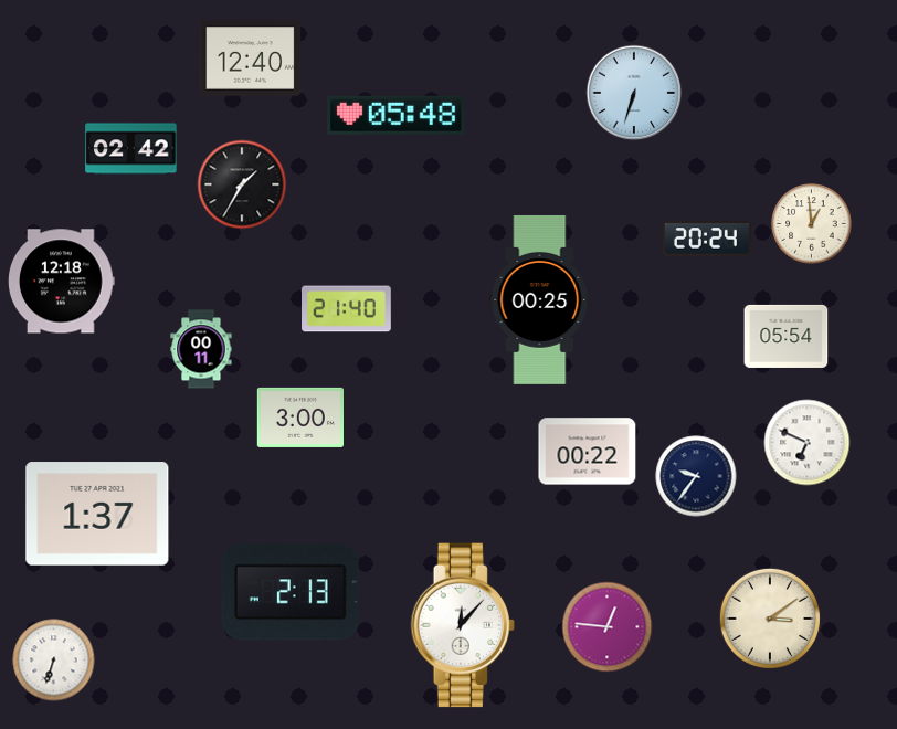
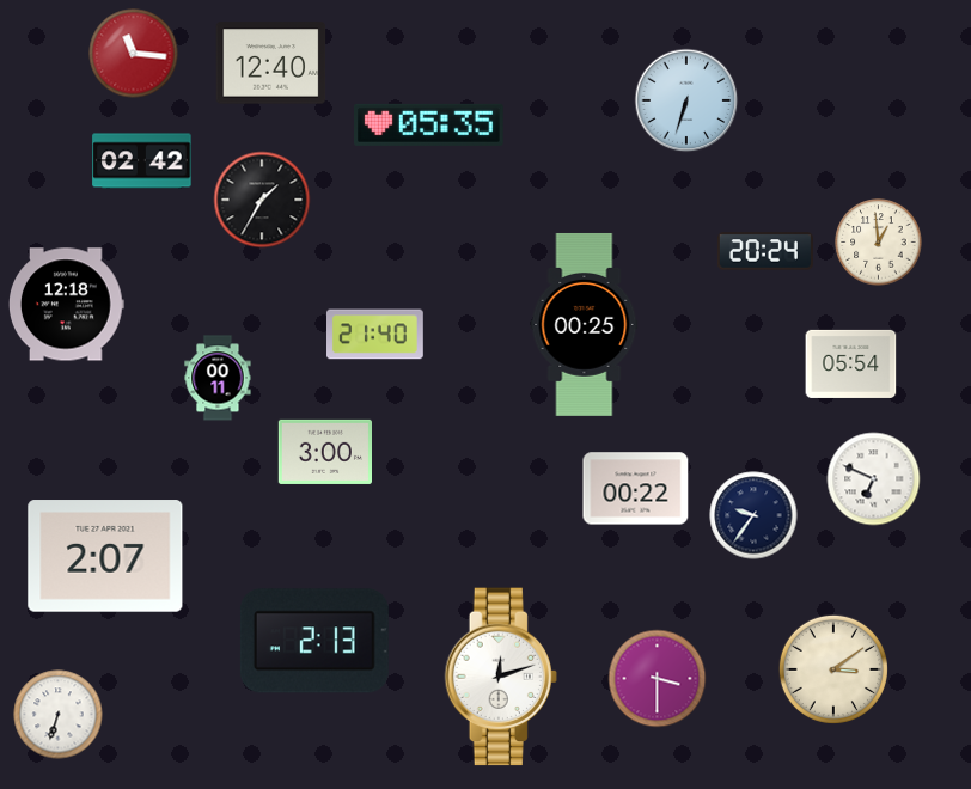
clock at (134, 54): none -> 11:16
clock at (397, 115): 05:48 -> 05:35
clock at (707, 239) position: (707, 239) -> (765, 251)
clock at (97, 514): 1:37 -> 2:07
clock at (463, 625): 12:07 -> 12:12
clock at (608, 627): 12:46 -> 3:30
